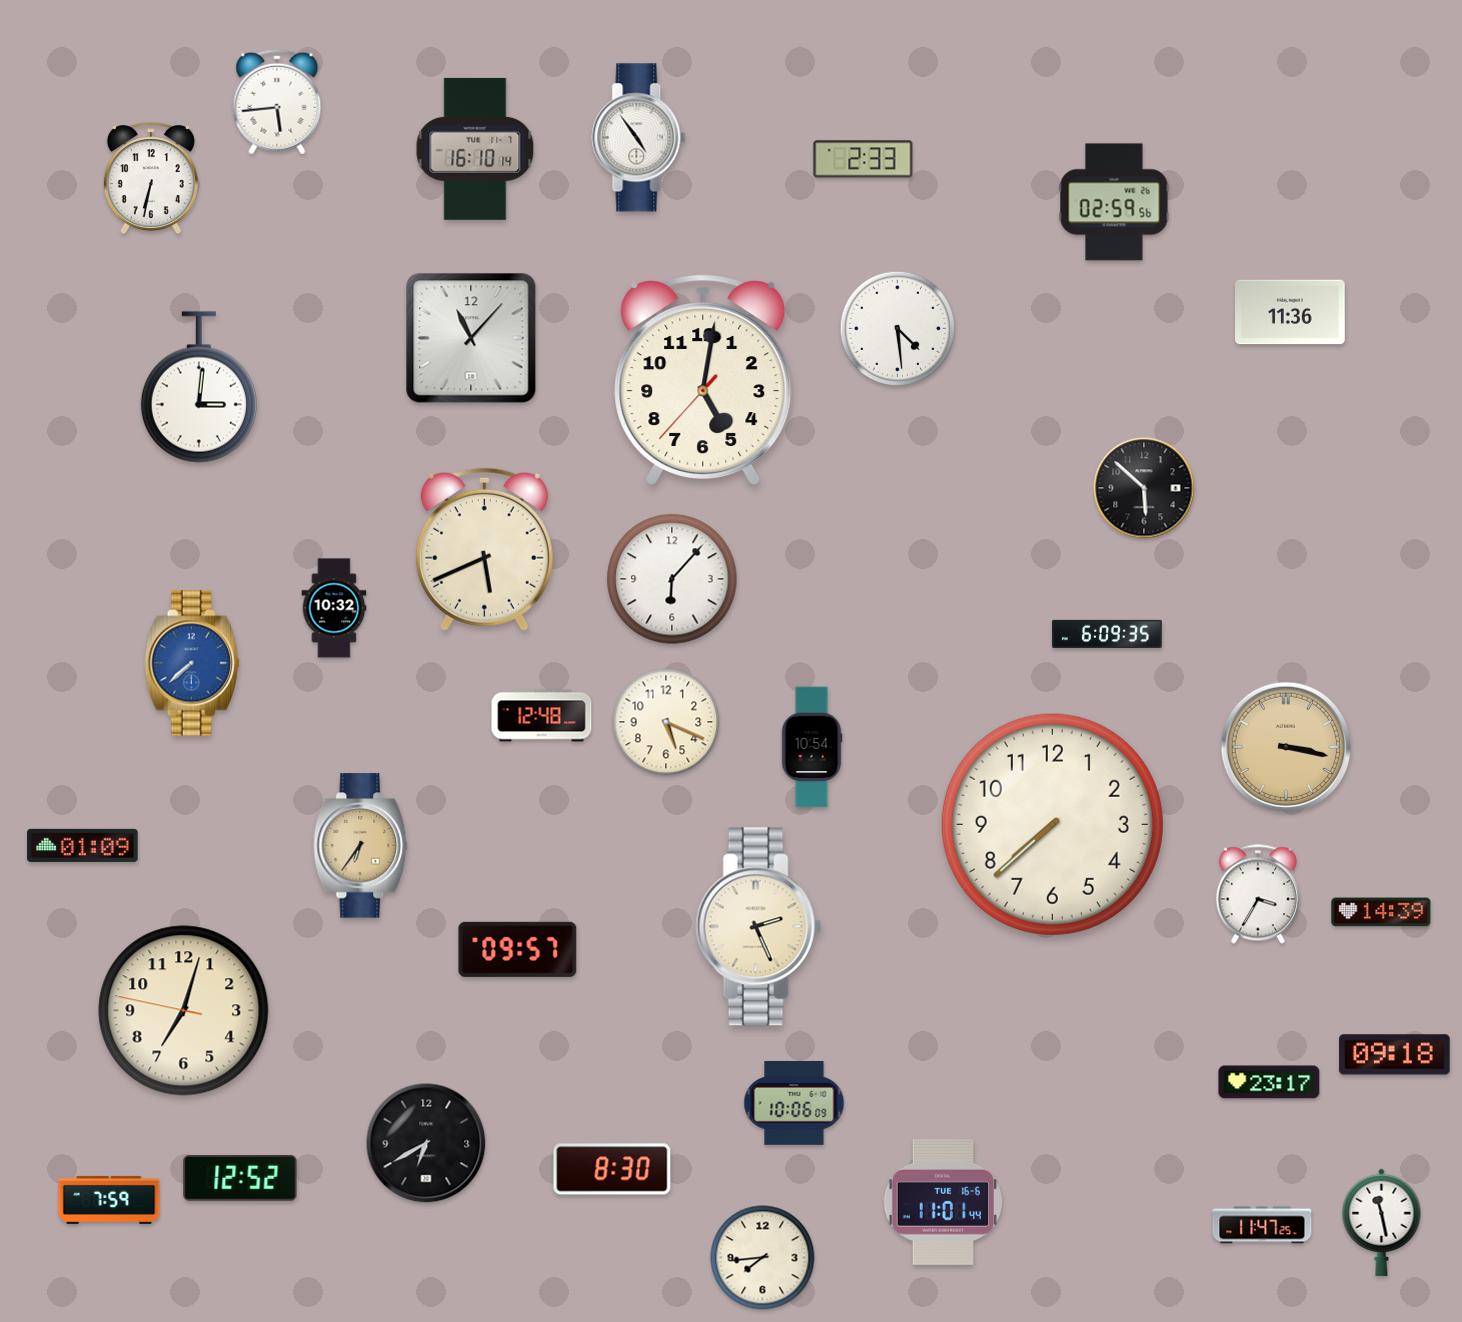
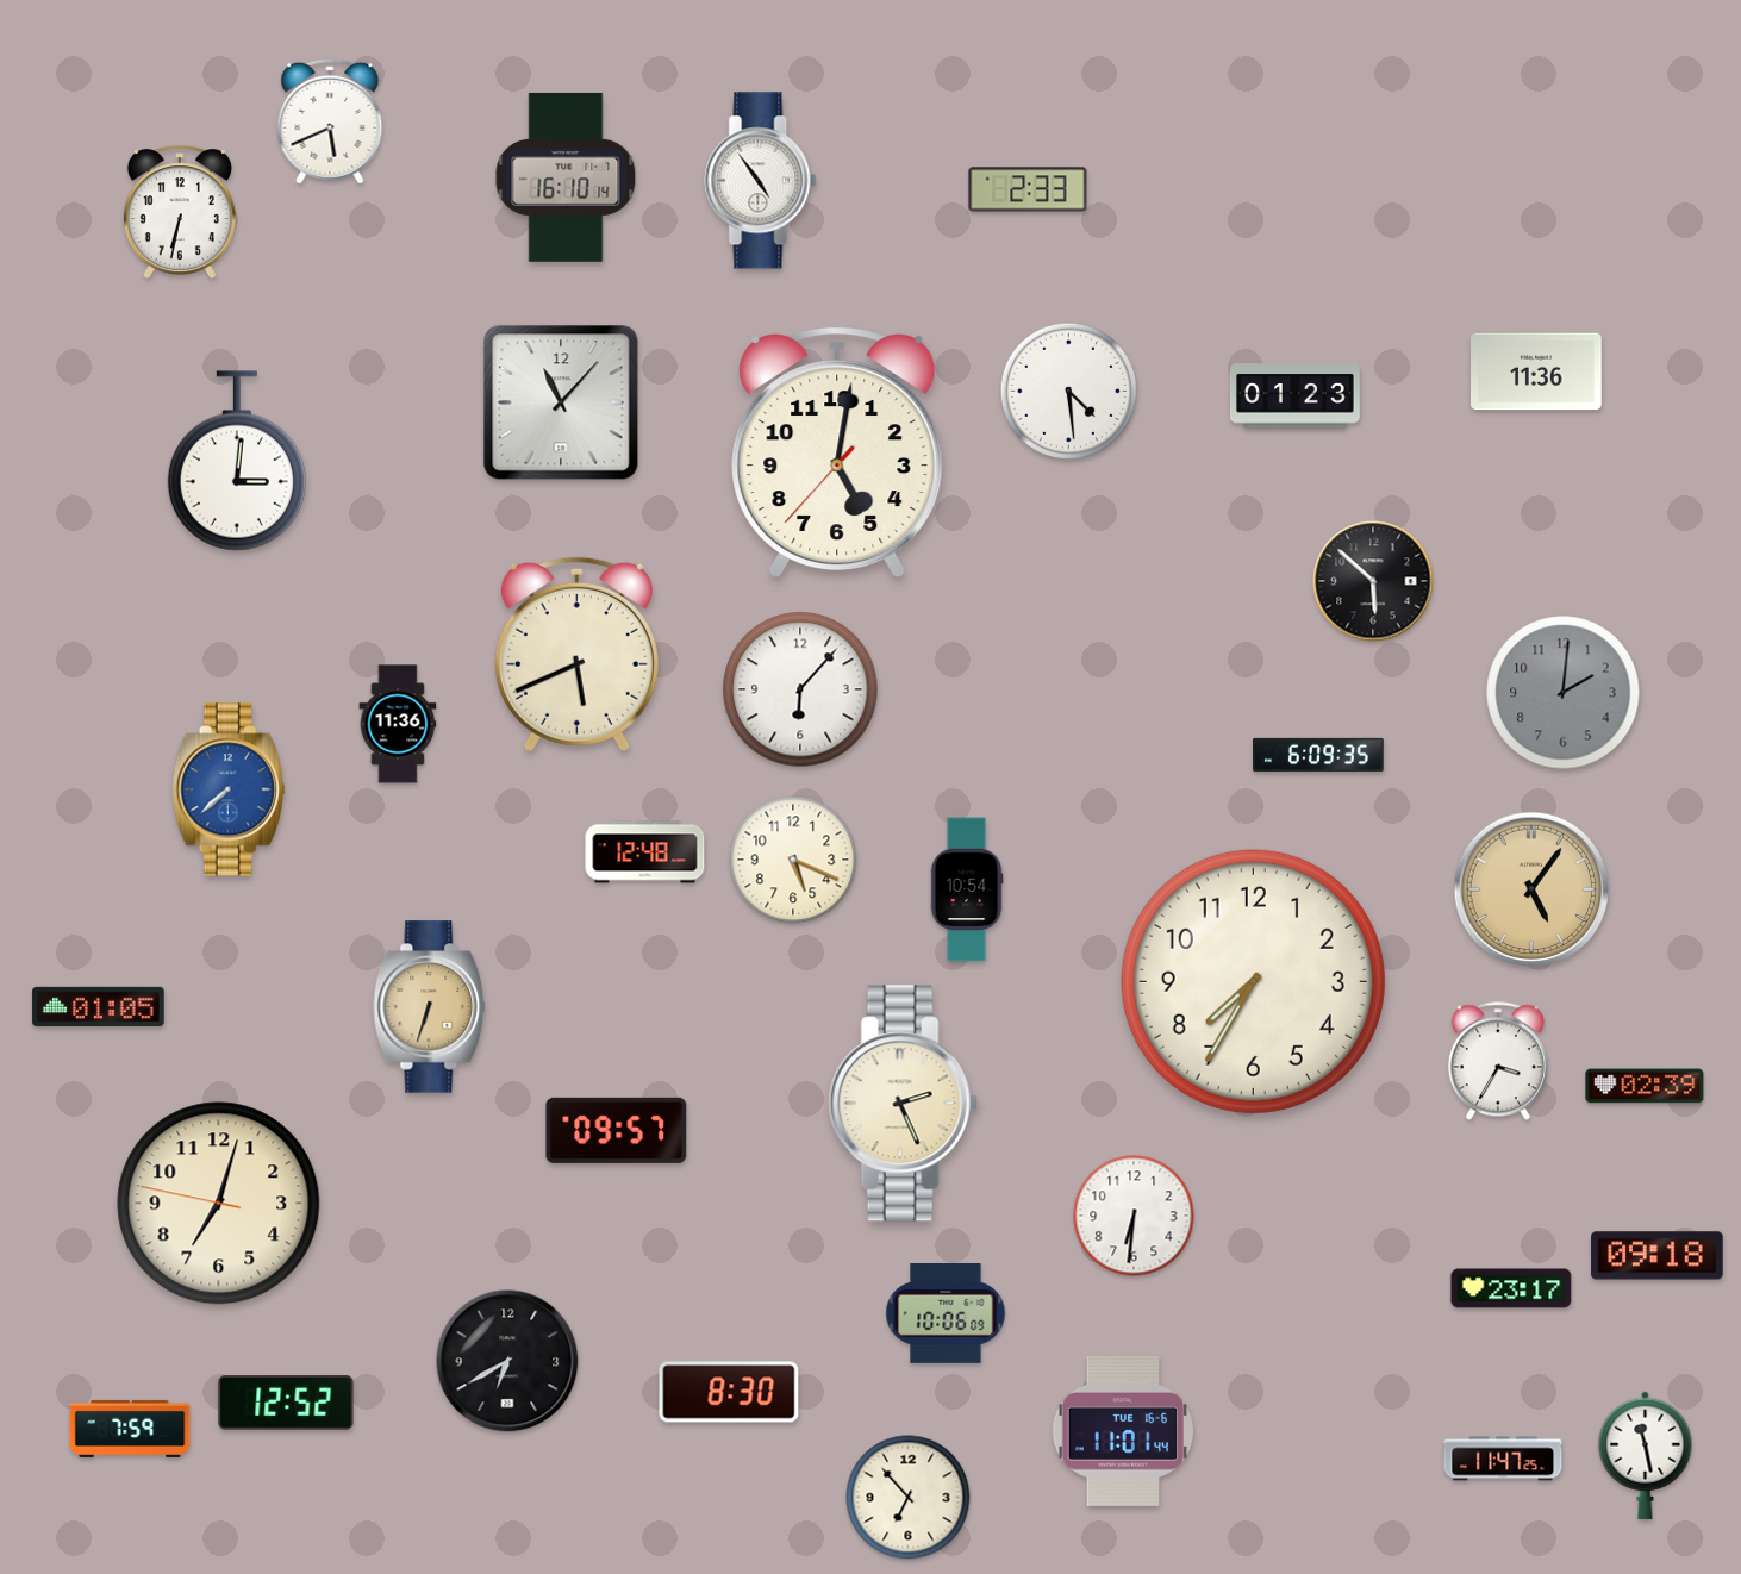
clock at (277, 102): 5:44 -> 5:41
clock at (639, 138) position: (639, 138) -> (761, 181)
clock at (1114, 202): 02:59 -> none
clock at (1294, 396): none -> 01:23
clock at (1144, 488) position: (1144, 488) -> (1373, 581)
clock at (1564, 693): none -> 2:01
clock at (334, 608): 10:32 -> 11:36
clock at (1286, 747): 3:17 -> 5:06
clock at (1052, 824): 7:38 -> 7:35
clock at (83, 845): 01:09 -> 01:05
clock at (361, 846): 6:36 -> 6:33
clock at (1258, 894) position: (1258, 894) -> (1498, 1061)
clock at (1381, 912): 14:39 -> 02:39
clock at (1134, 1216): none -> 6:31
clock at (1395, 1055) position: (1395, 1055) -> (1658, 1256)
clock at (763, 1258): 7:44 -> 6:53
